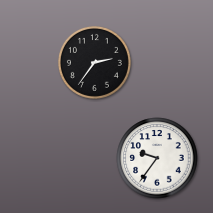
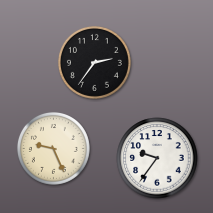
clock at (53, 148): none -> 9:26
